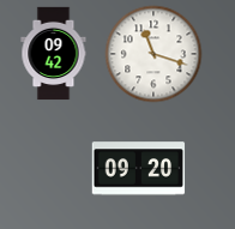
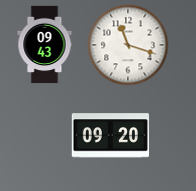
clock at (54, 53): 09:42 -> 09:43
clock at (138, 169) position: (138, 169) -> (110, 136)
